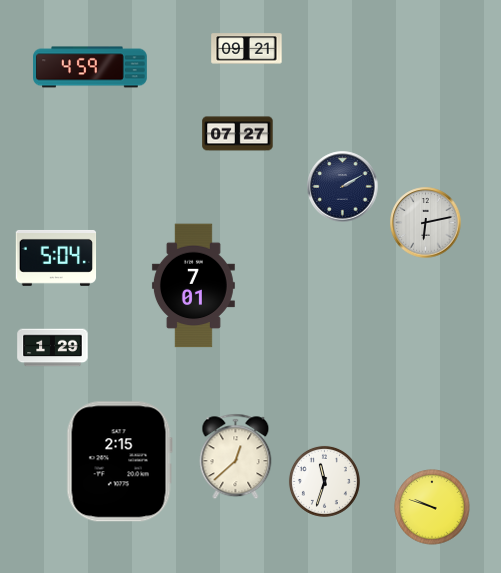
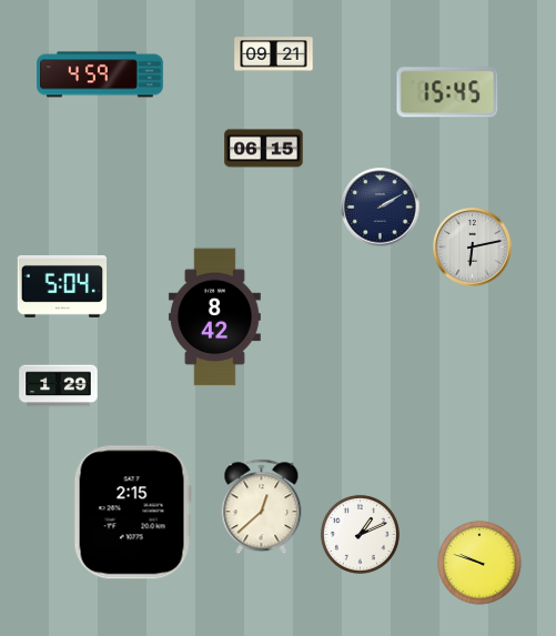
clock at (447, 92): none -> 15:45
clock at (238, 134): 07:27 -> 06:15
clock at (193, 286): 7:01 -> 8:42
clock at (324, 481): 11:33 -> 1:11
